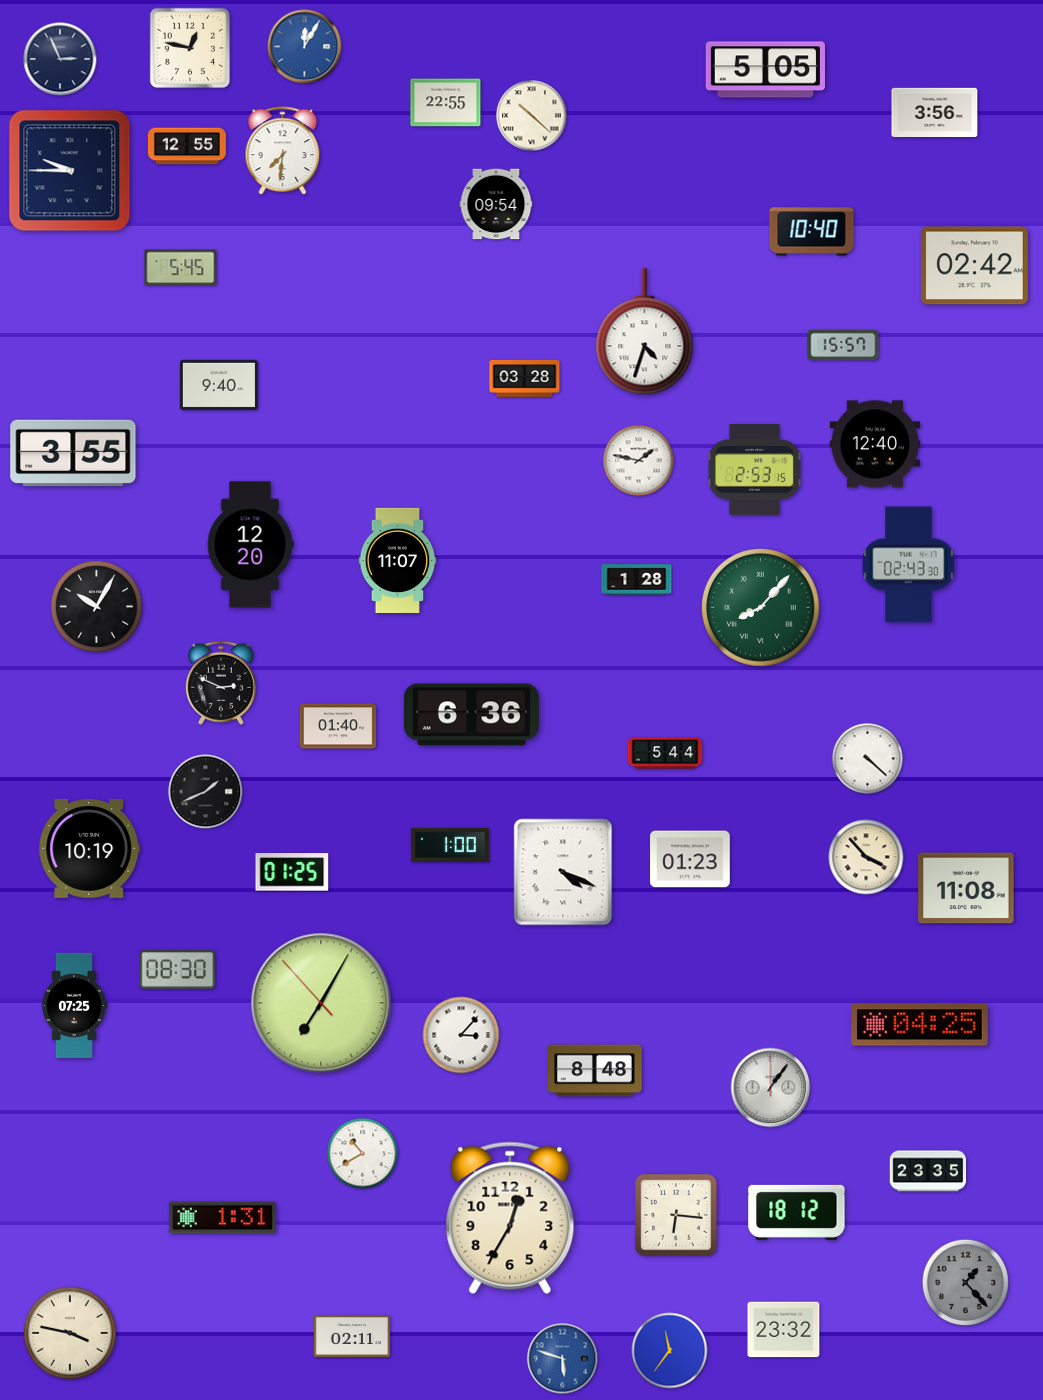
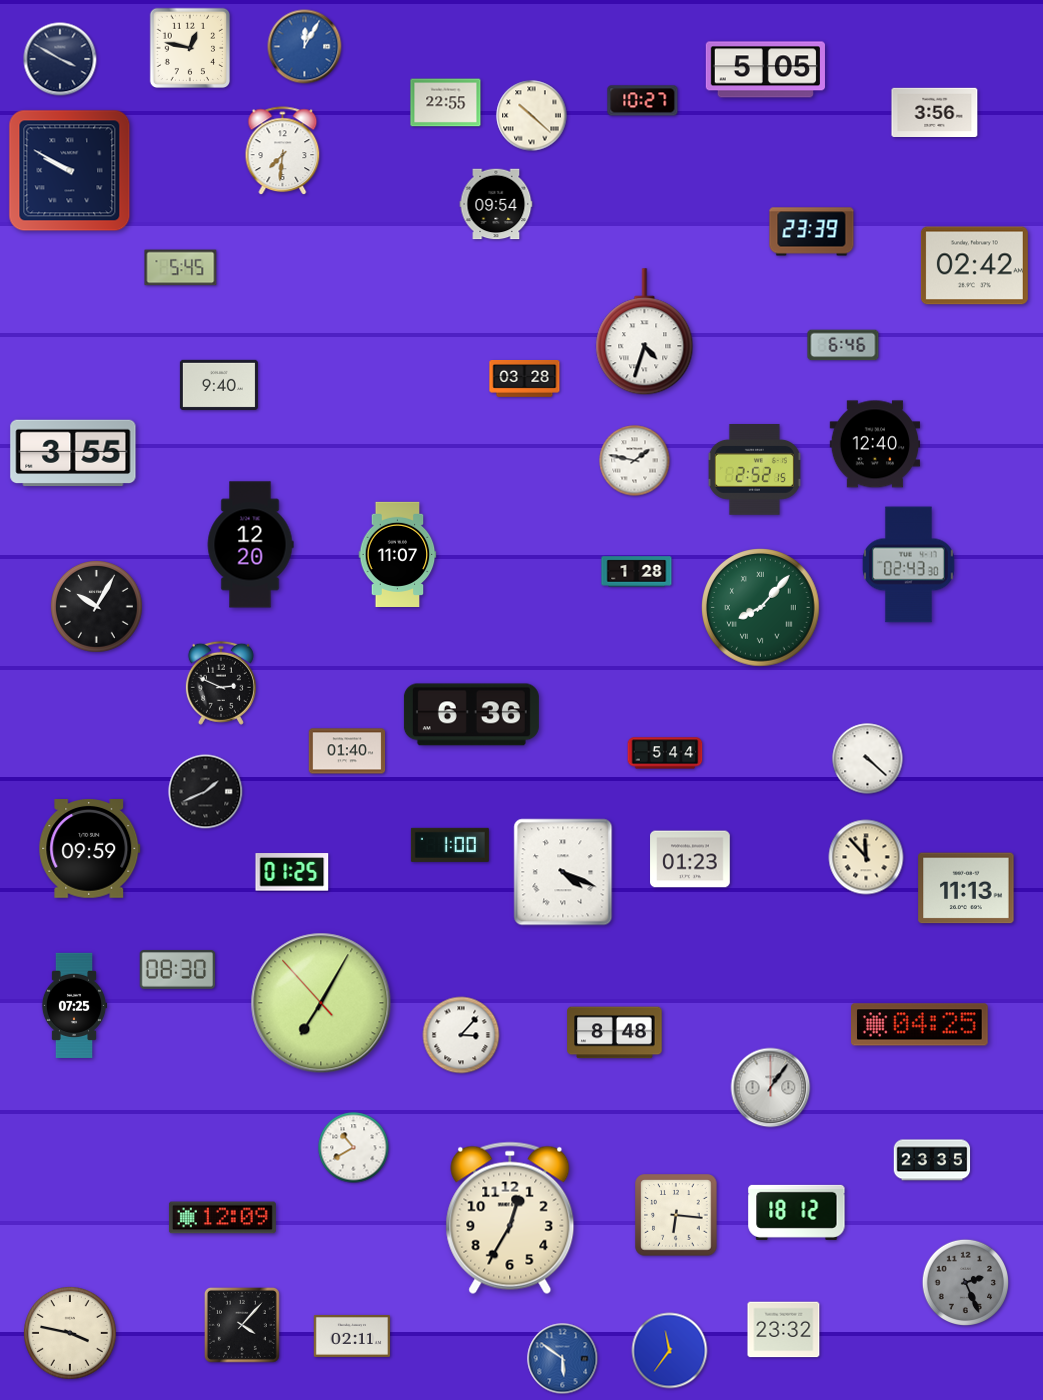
clock at (60, 59): 2:56 -> 3:50
clock at (643, 101): none -> 10:27
clock at (187, 146): 12:55 -> none
clock at (70, 171): 9:45 -> 9:50
clock at (812, 232): 10:40 -> 23:39
clock at (843, 345): 15:57 -> 6:46
clock at (639, 461) position: (639, 461) -> (635, 461)
clock at (754, 470): 2:53 -> 2:52
clock at (398, 560) position: (398, 560) -> (398, 554)
clock at (637, 580) position: (637, 580) -> (637, 572)
clock at (338, 726) position: (338, 726) -> (347, 751)
clock at (90, 849): 10:19 -> 09:59
clock at (866, 857): 3:53 -> 11:53
clock at (966, 888): 11:08 -> 11:13
clock at (595, 1071) position: (595, 1071) -> (615, 1033)
clock at (363, 1154) position: (363, 1154) -> (354, 1148)
clock at (928, 1171) position: (928, 1171) -> (932, 1160)
clock at (222, 1218): 1:31 -> 12:09
clock at (966, 1283): 1:23 -> 2:26
clock at (242, 1325): none -> 4:07
clock at (563, 1359): 5:48 -> 5:51
